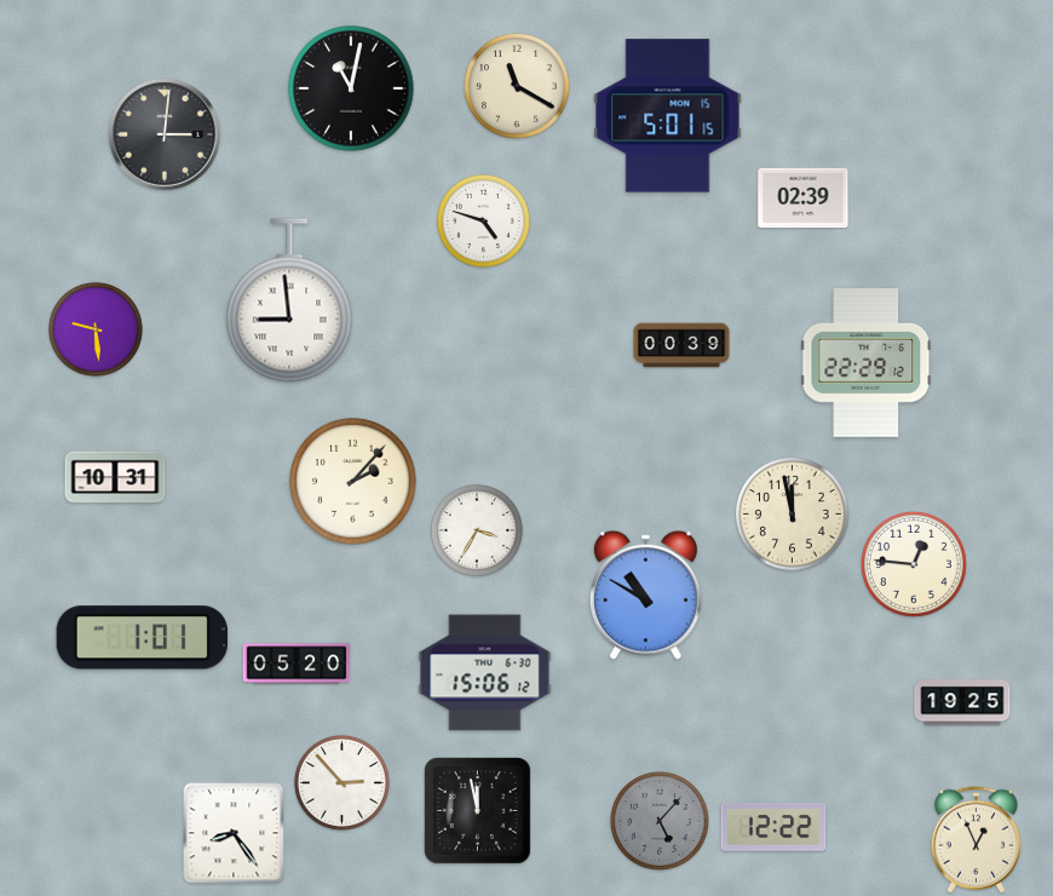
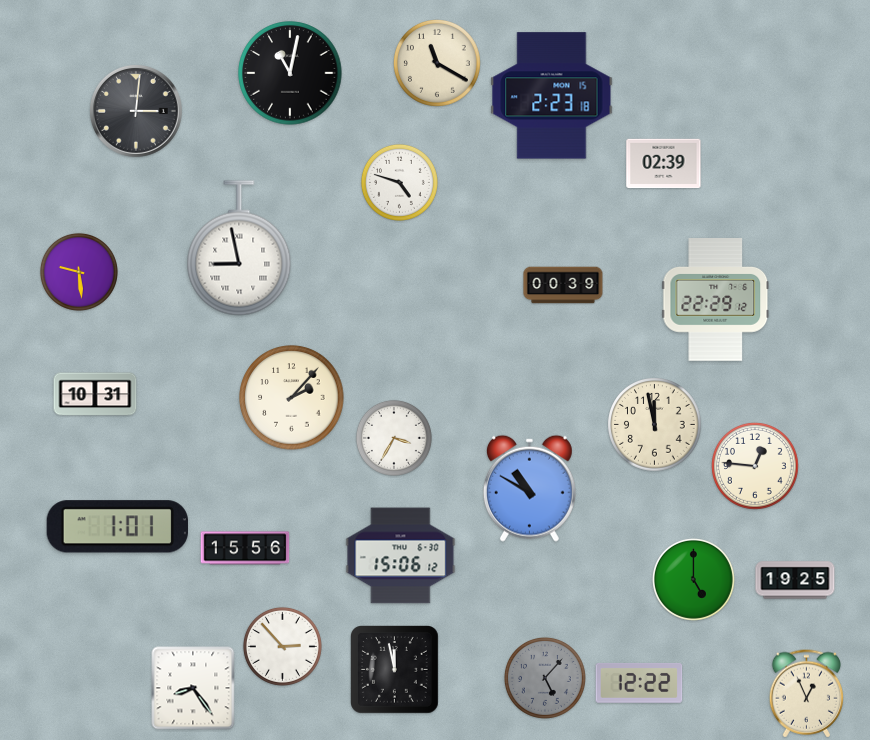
clock at (518, 87) position: (518, 87) -> (438, 64)
clock at (668, 116): 5:01 -> 2:23
clock at (289, 300): 8:59 -> 8:58
clock at (645, 595) position: (645, 595) -> (529, 488)
clock at (297, 664): 05:20 -> 15:56
clock at (693, 579): none -> 5:00
